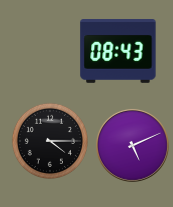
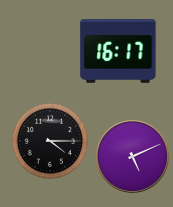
clock at (118, 52): 08:43 -> 16:17
clock at (132, 145) position: (132, 145) -> (132, 156)
